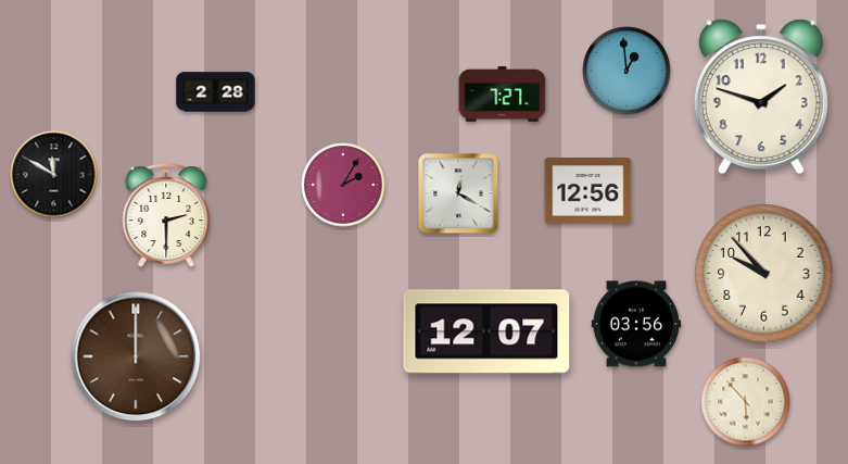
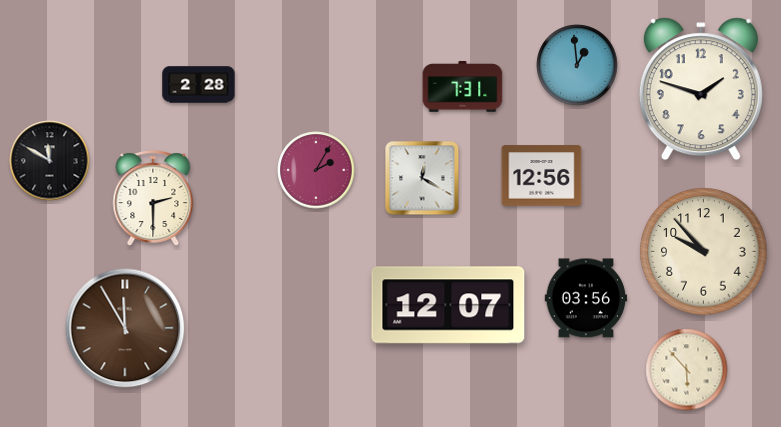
clock at (503, 95): 7:27 -> 7:31
clock at (136, 356): 12:00 -> 11:55
